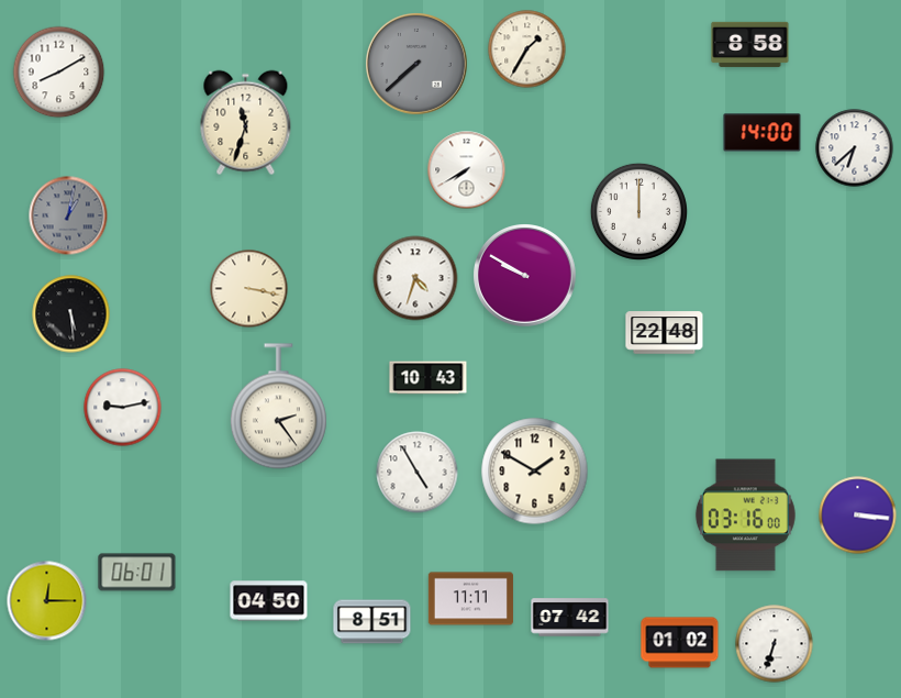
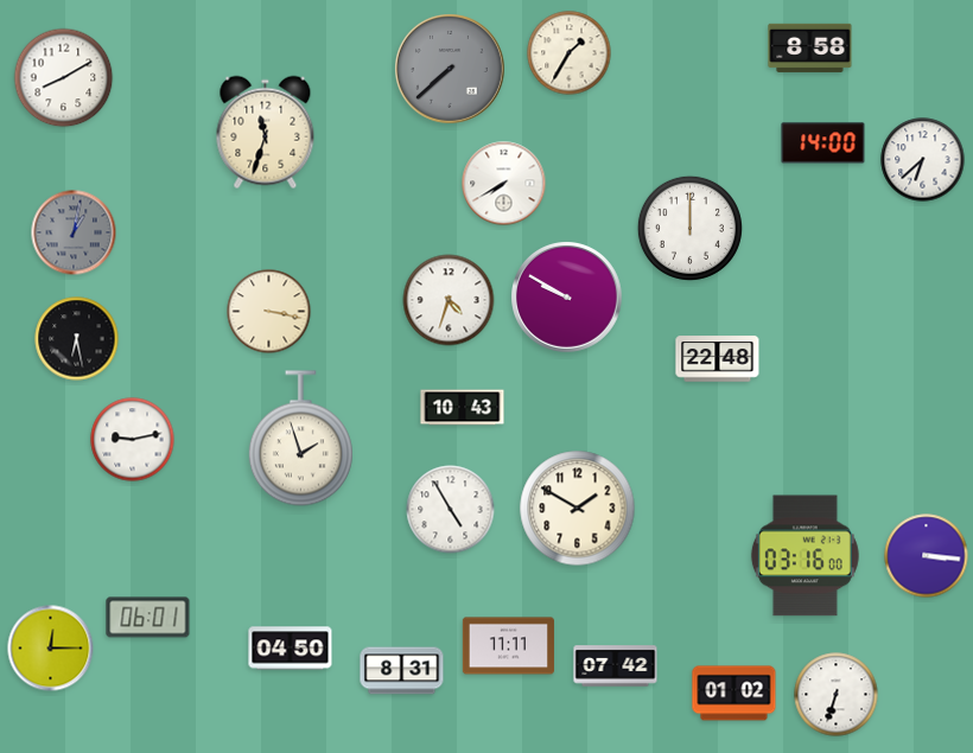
clock at (71, 314): 5:29 -> 6:28
clock at (278, 407): 2:24 -> 1:57
clock at (372, 622): 8:51 -> 8:31
